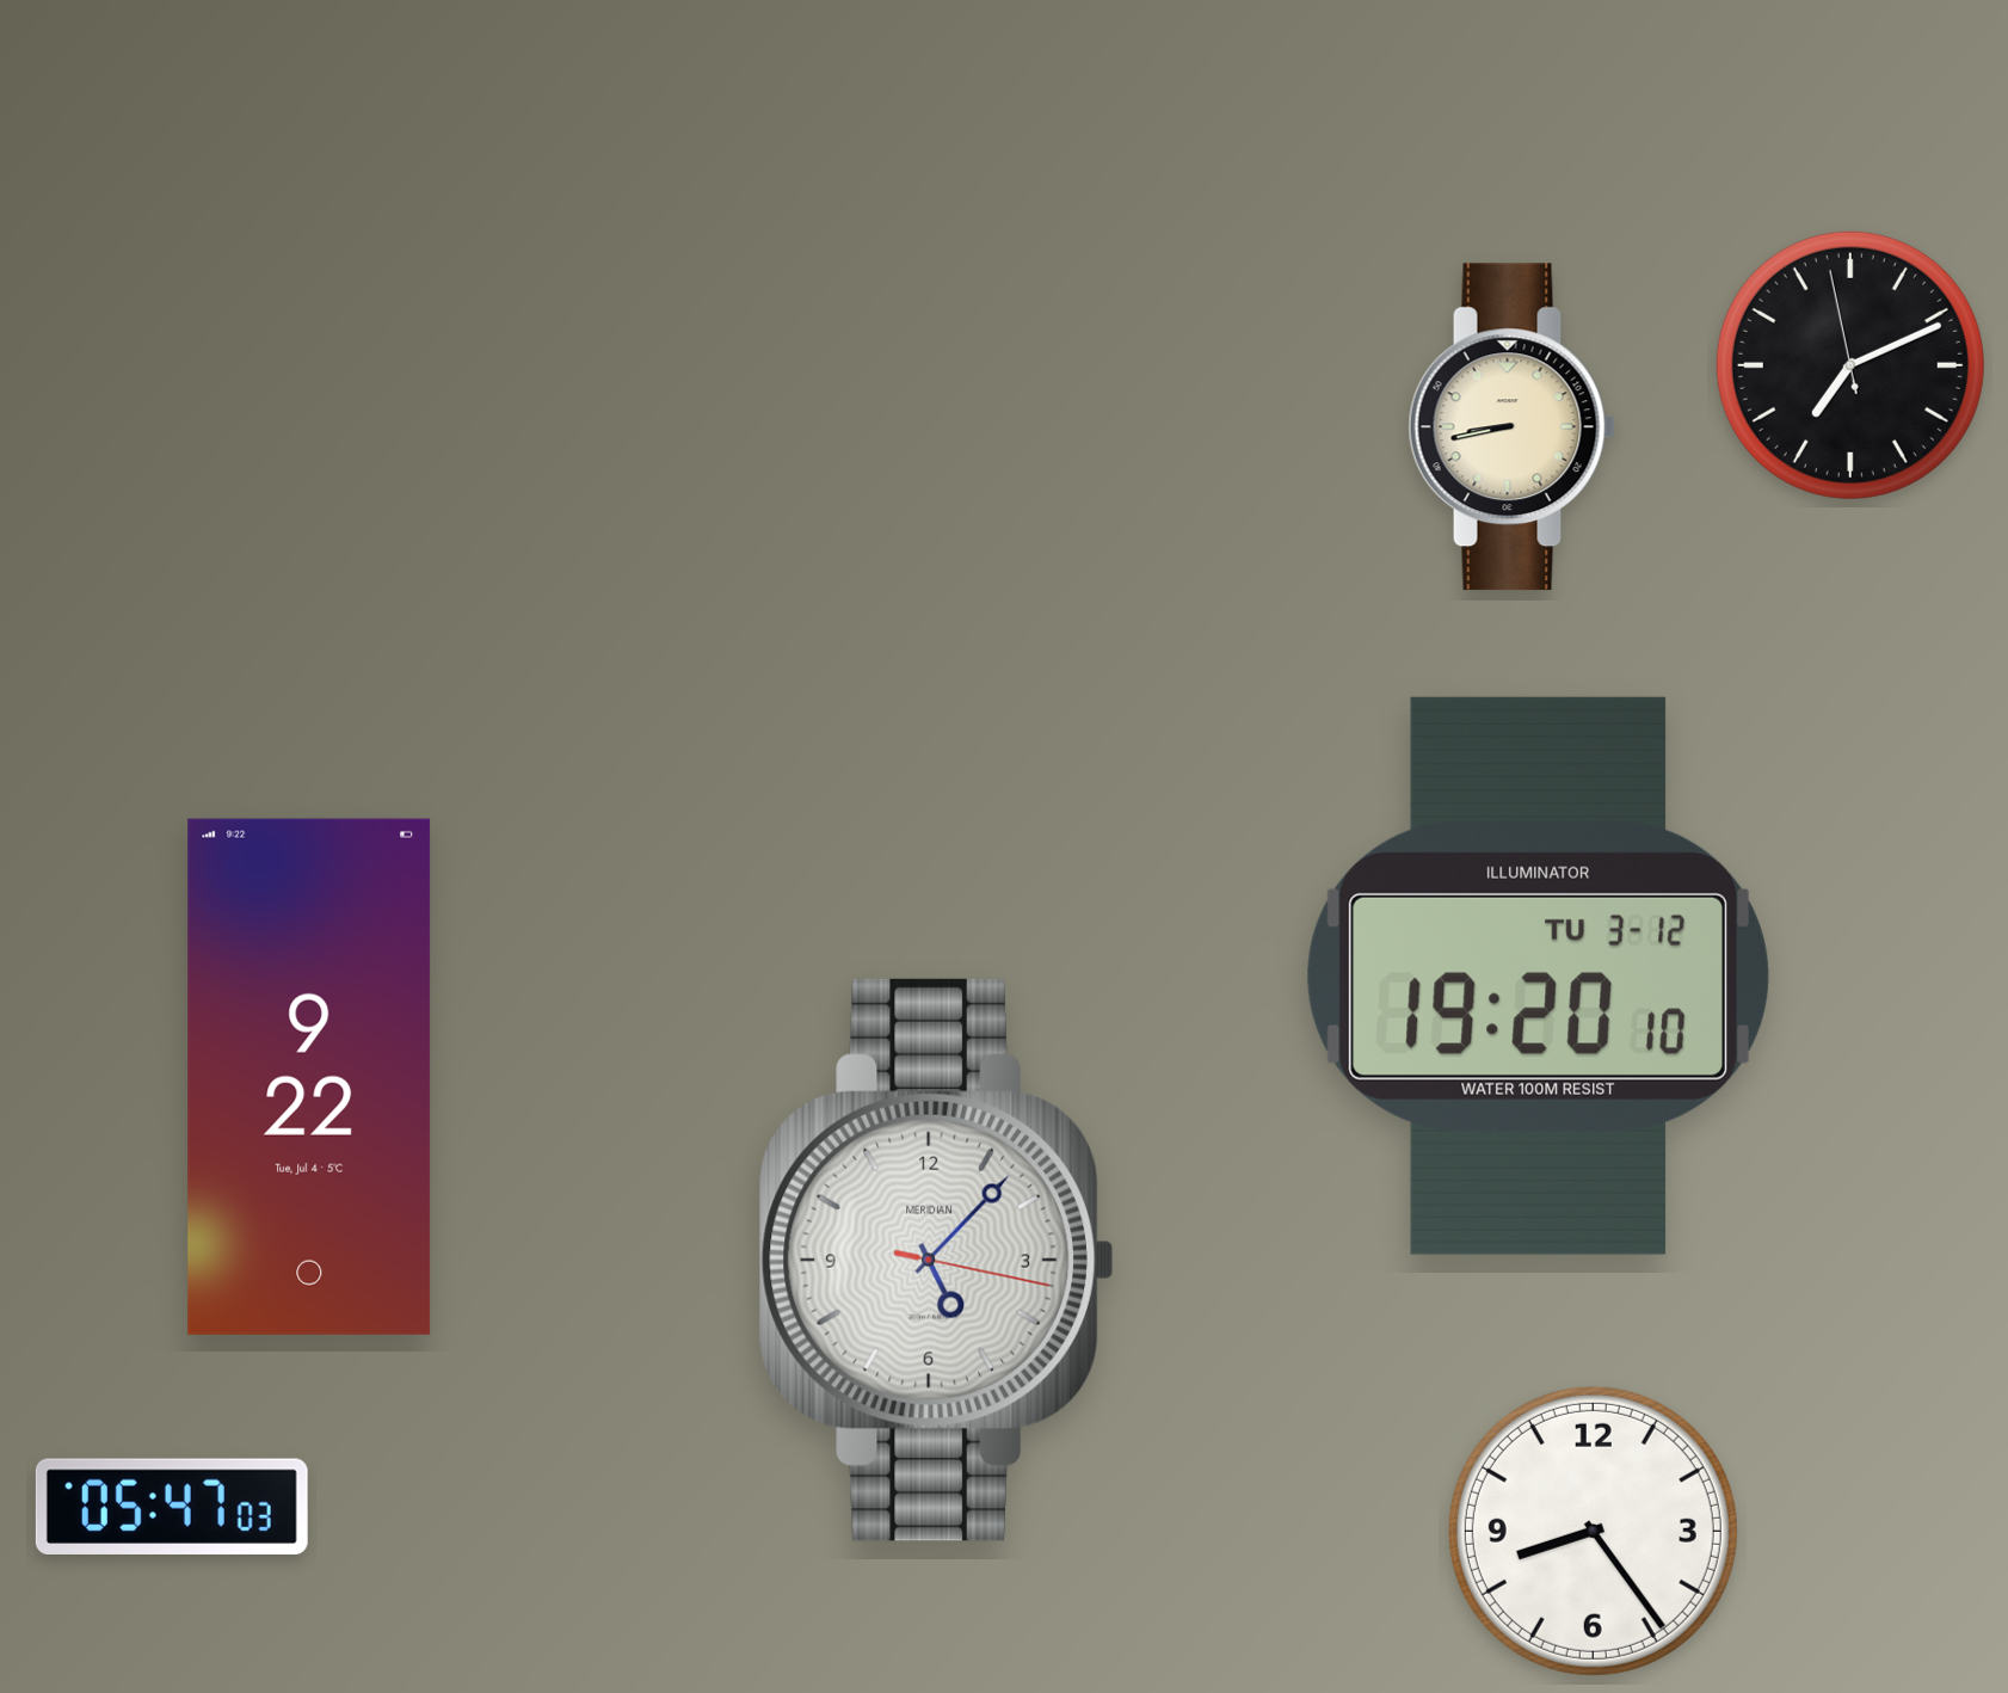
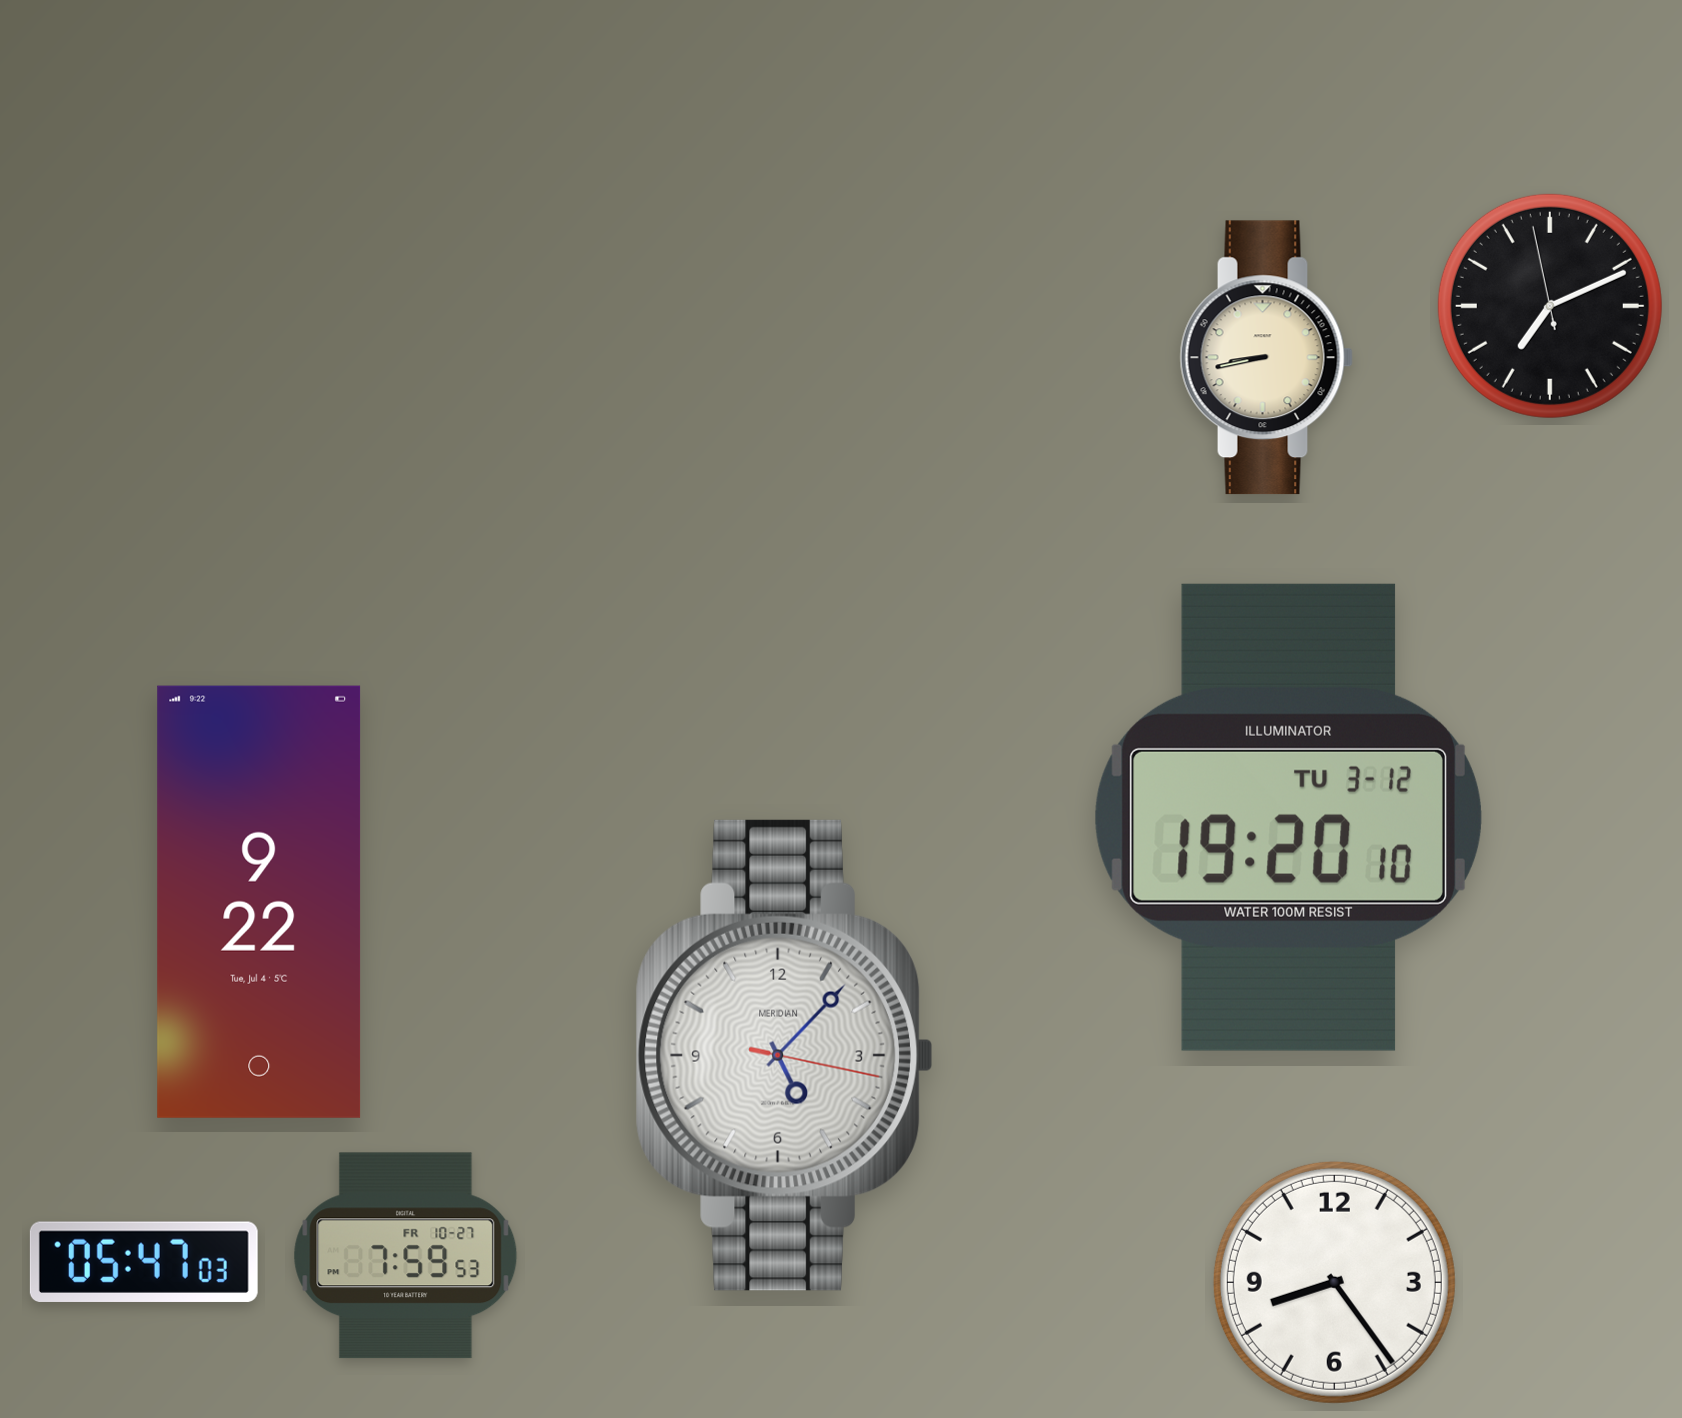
clock at (406, 1256): none -> 7:59
